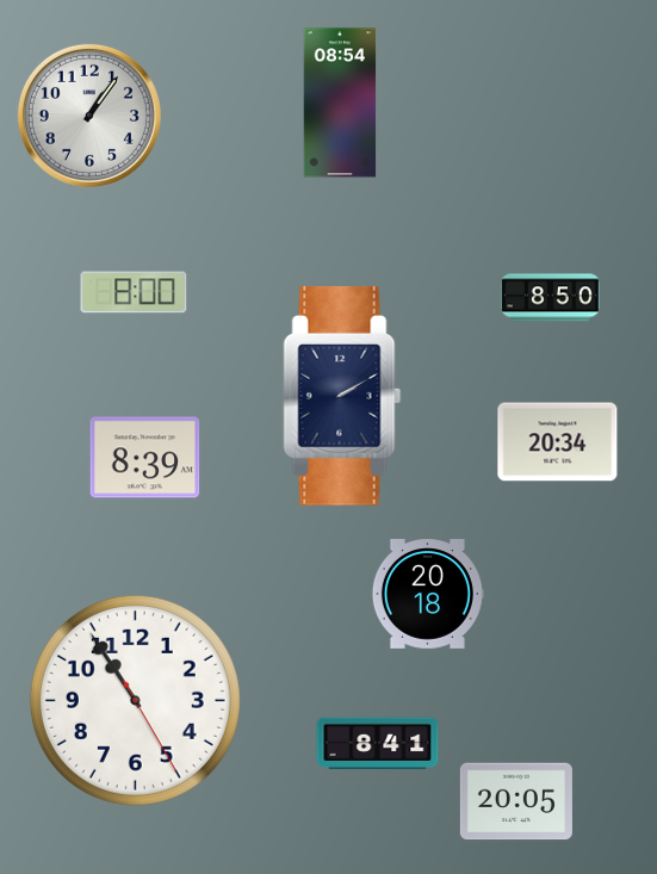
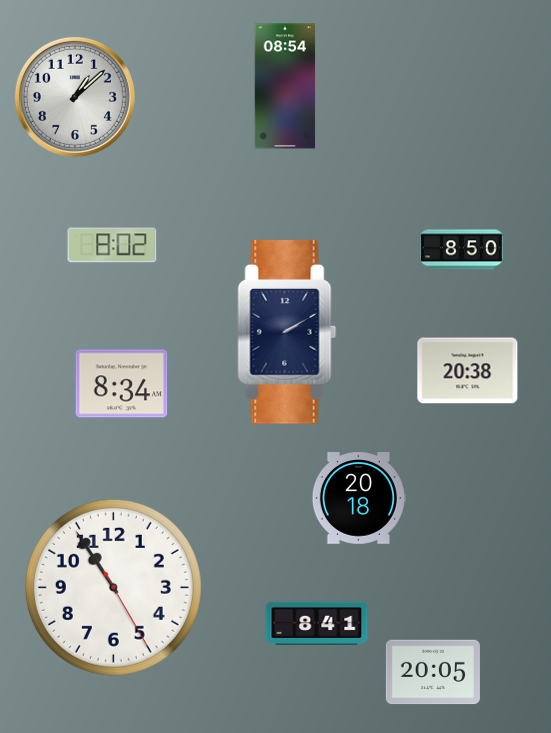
clock at (89, 116): 1:06 -> 1:08
clock at (134, 292): 8:00 -> 8:02
clock at (558, 442): 20:34 -> 20:38
clock at (145, 458): 8:39 -> 8:34
